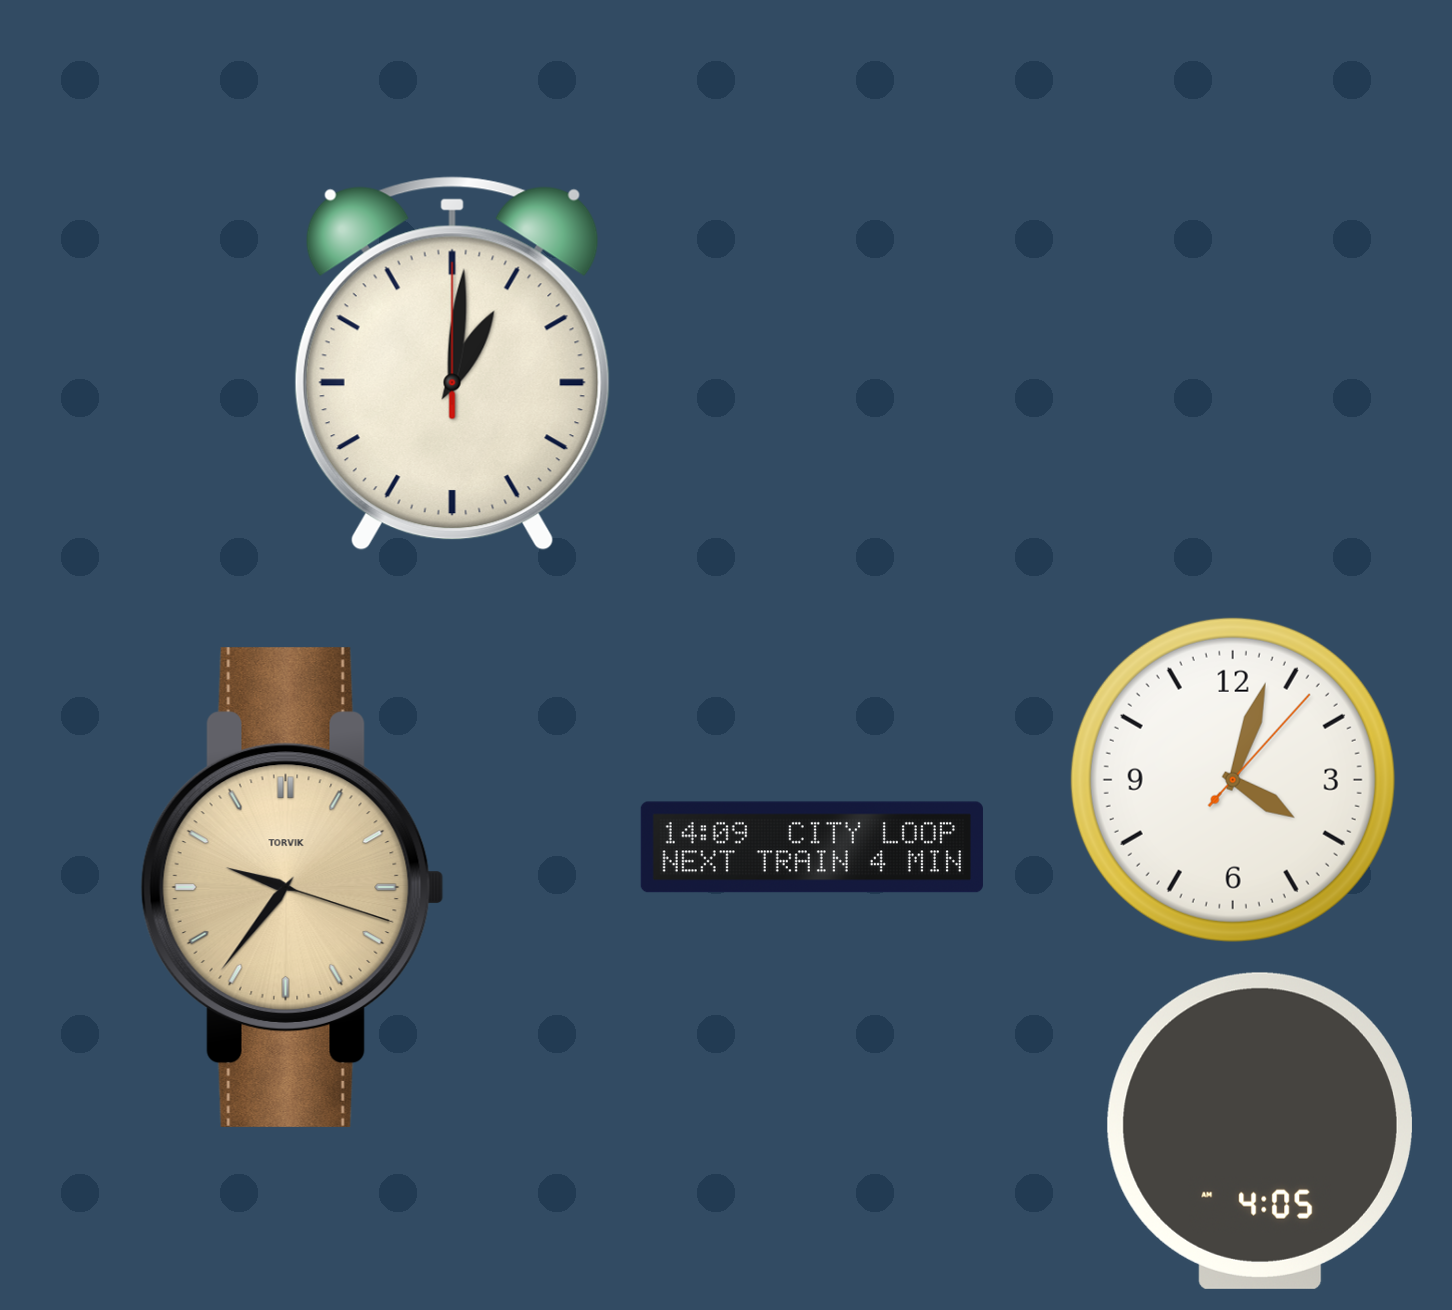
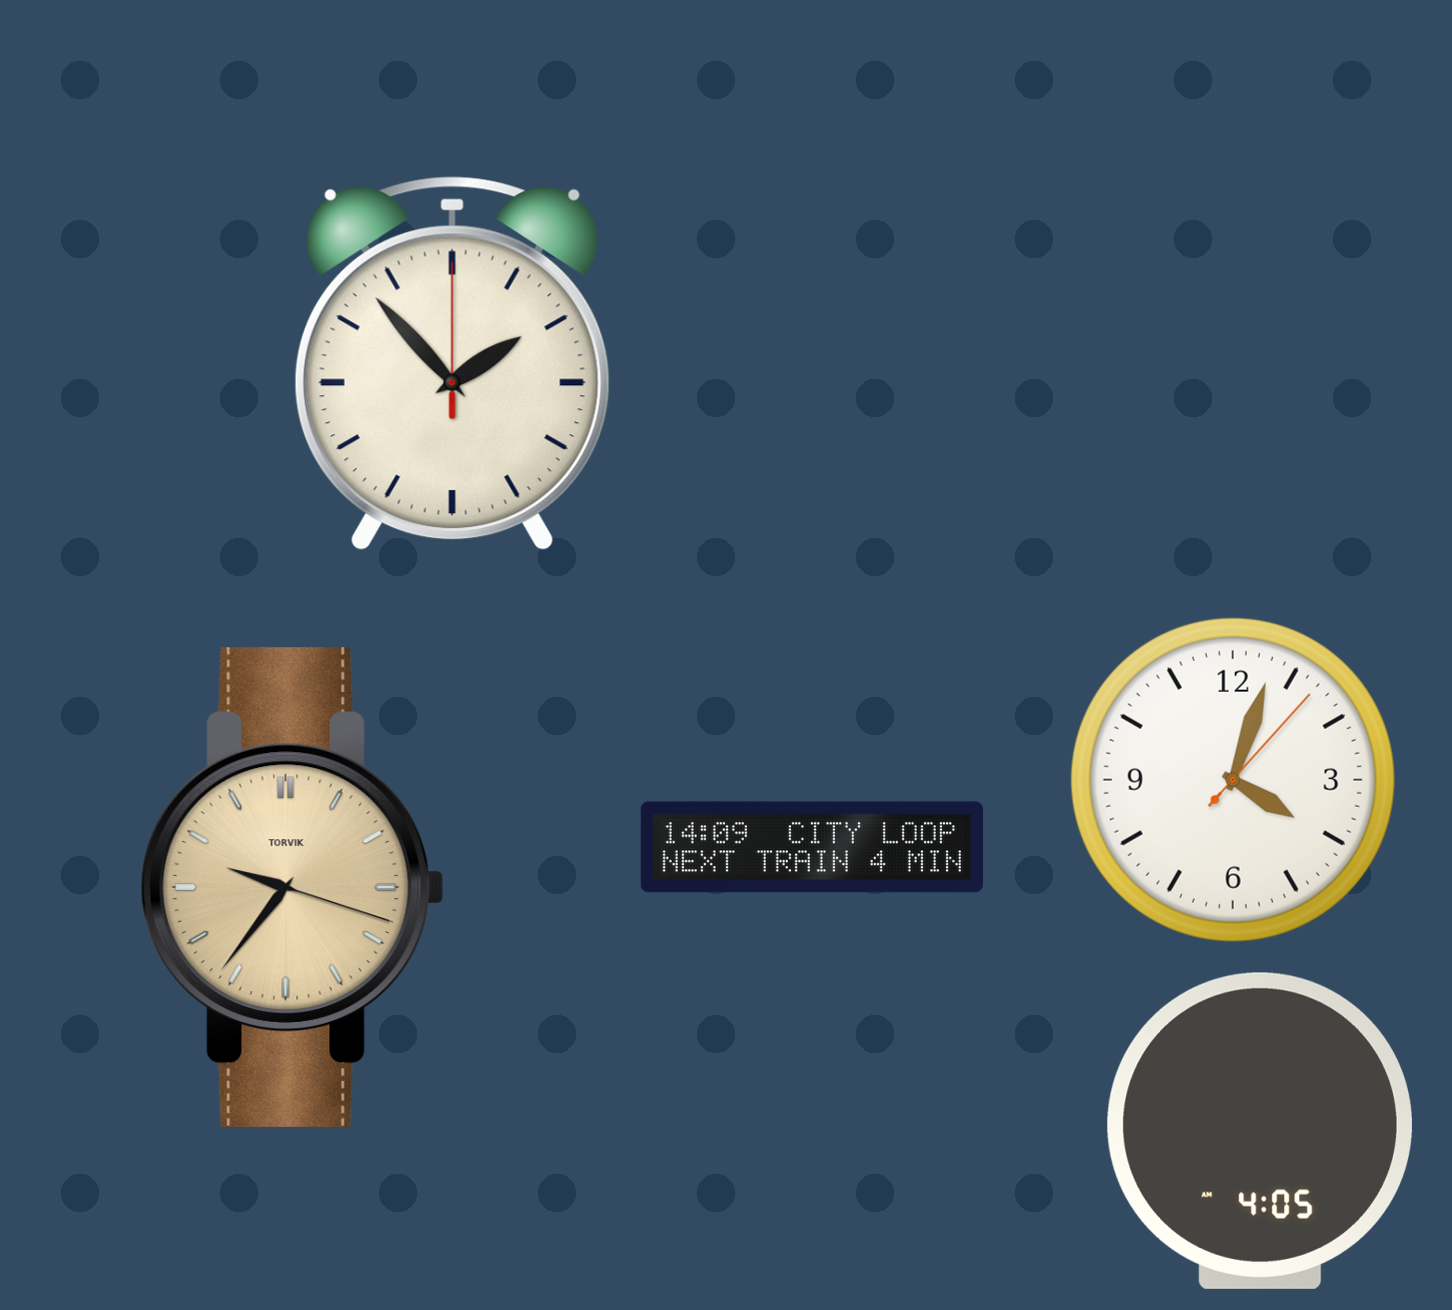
clock at (452, 364): 1:01 -> 1:53
